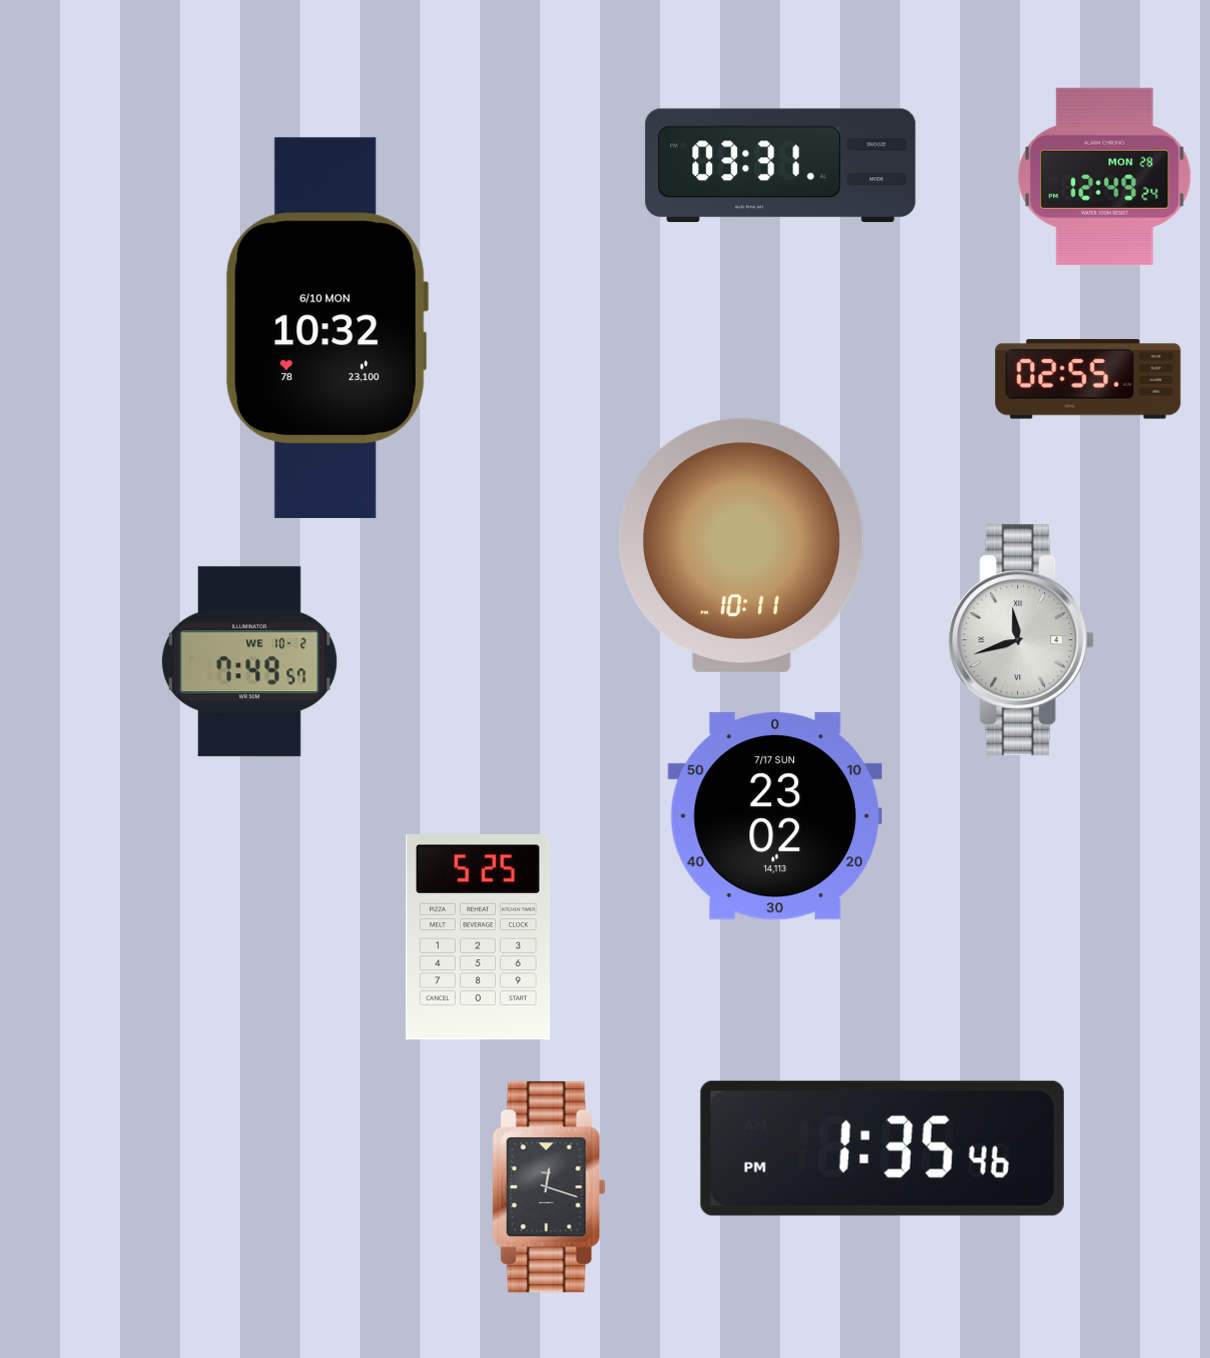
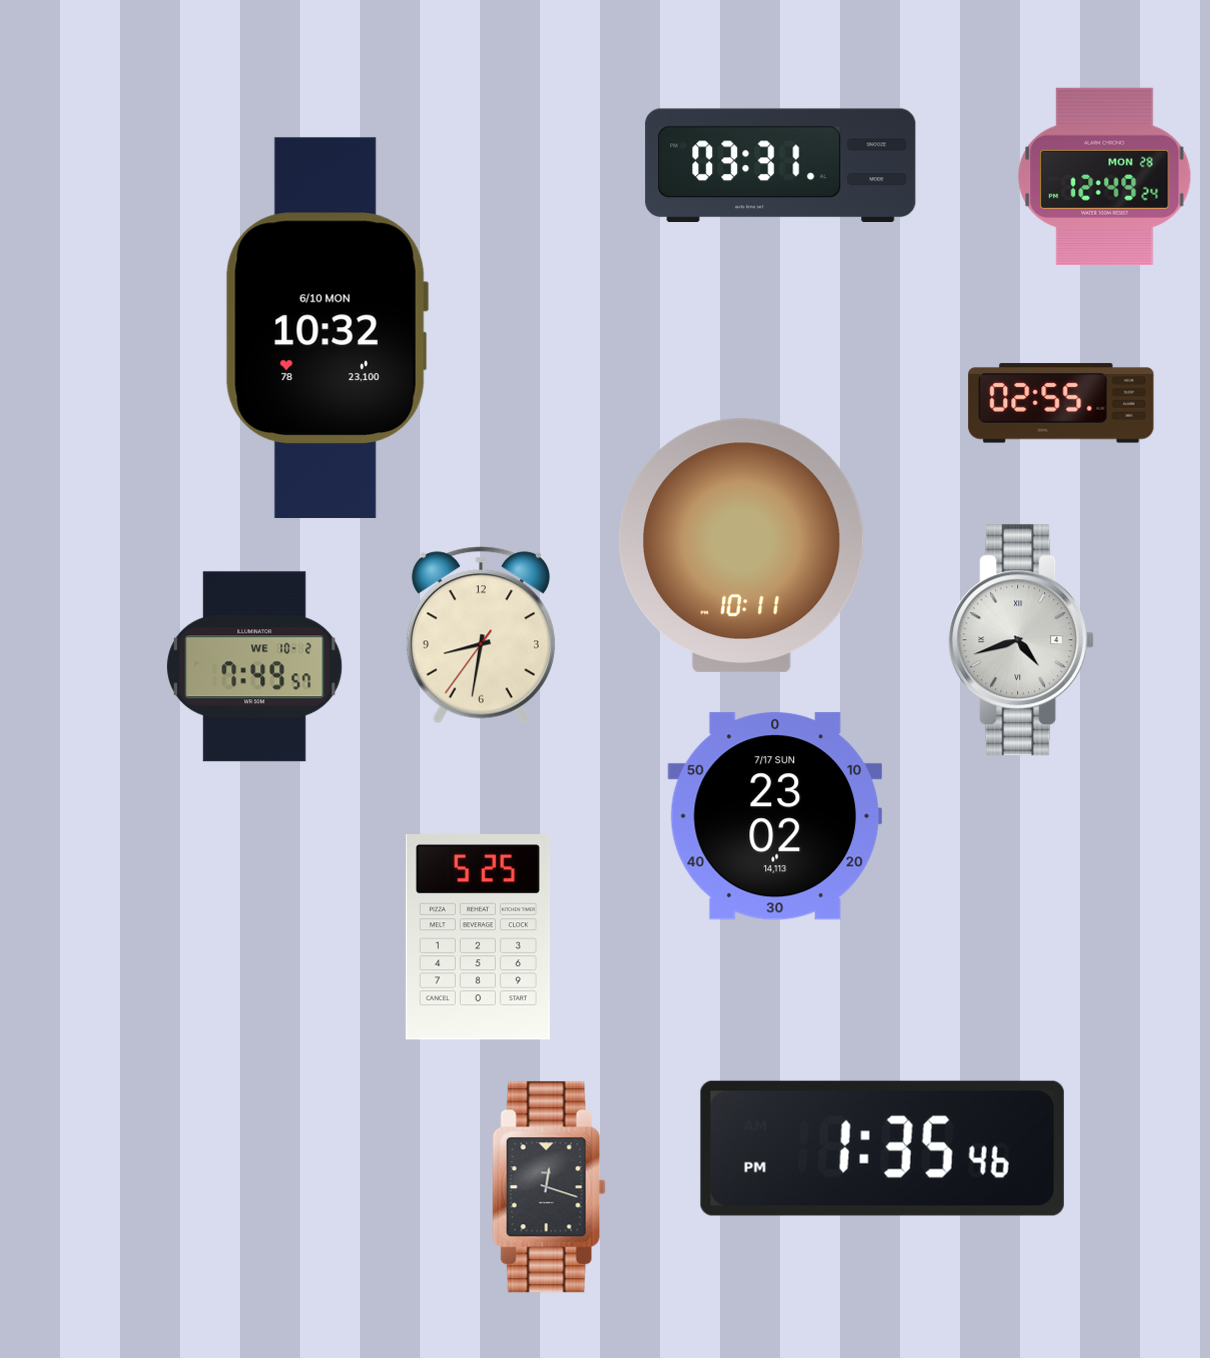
clock at (1088, 379) position: (1088, 379) -> (1061, 403)
clock at (481, 635): none -> 8:31
clock at (1022, 640): 11:42 -> 4:42
clock at (250, 662) position: (250, 662) -> (255, 667)
